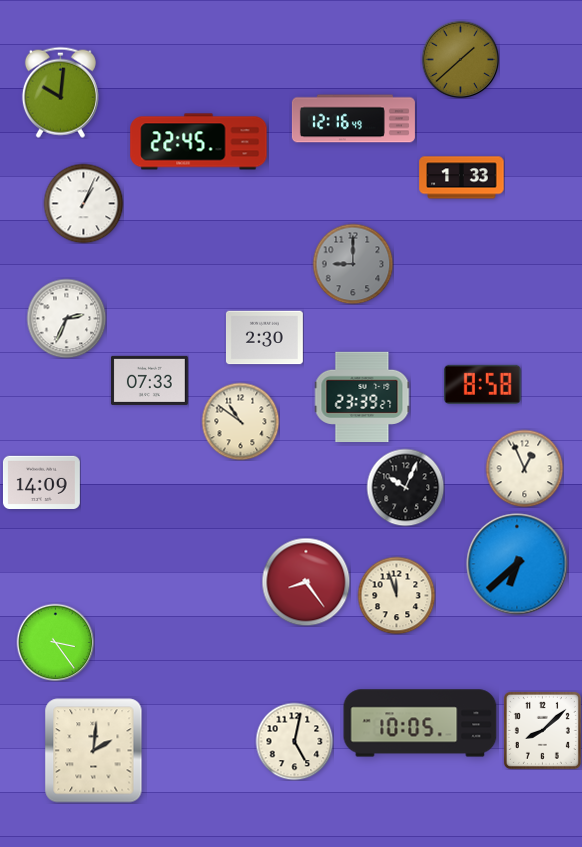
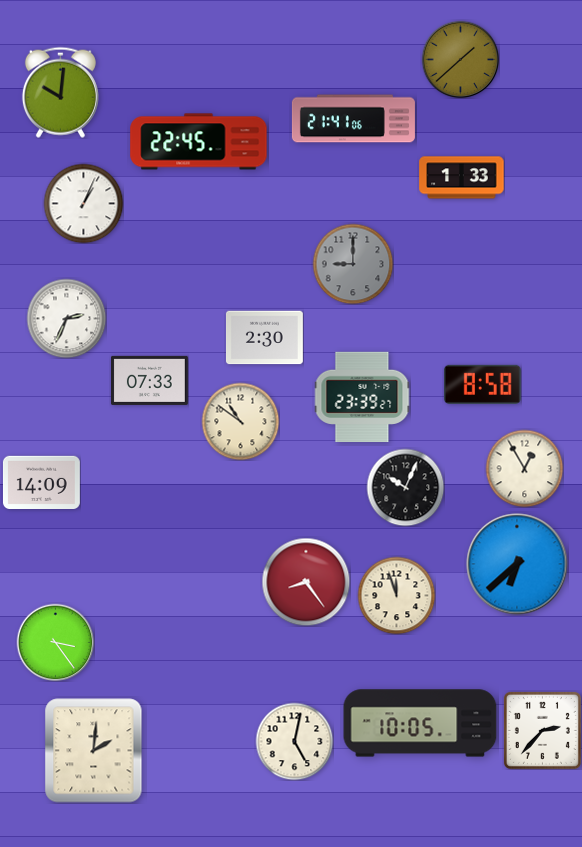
clock at (353, 119): 12:16 -> 21:41
clock at (524, 468): 12:56 -> 12:55
clock at (542, 730): 8:08 -> 2:37
